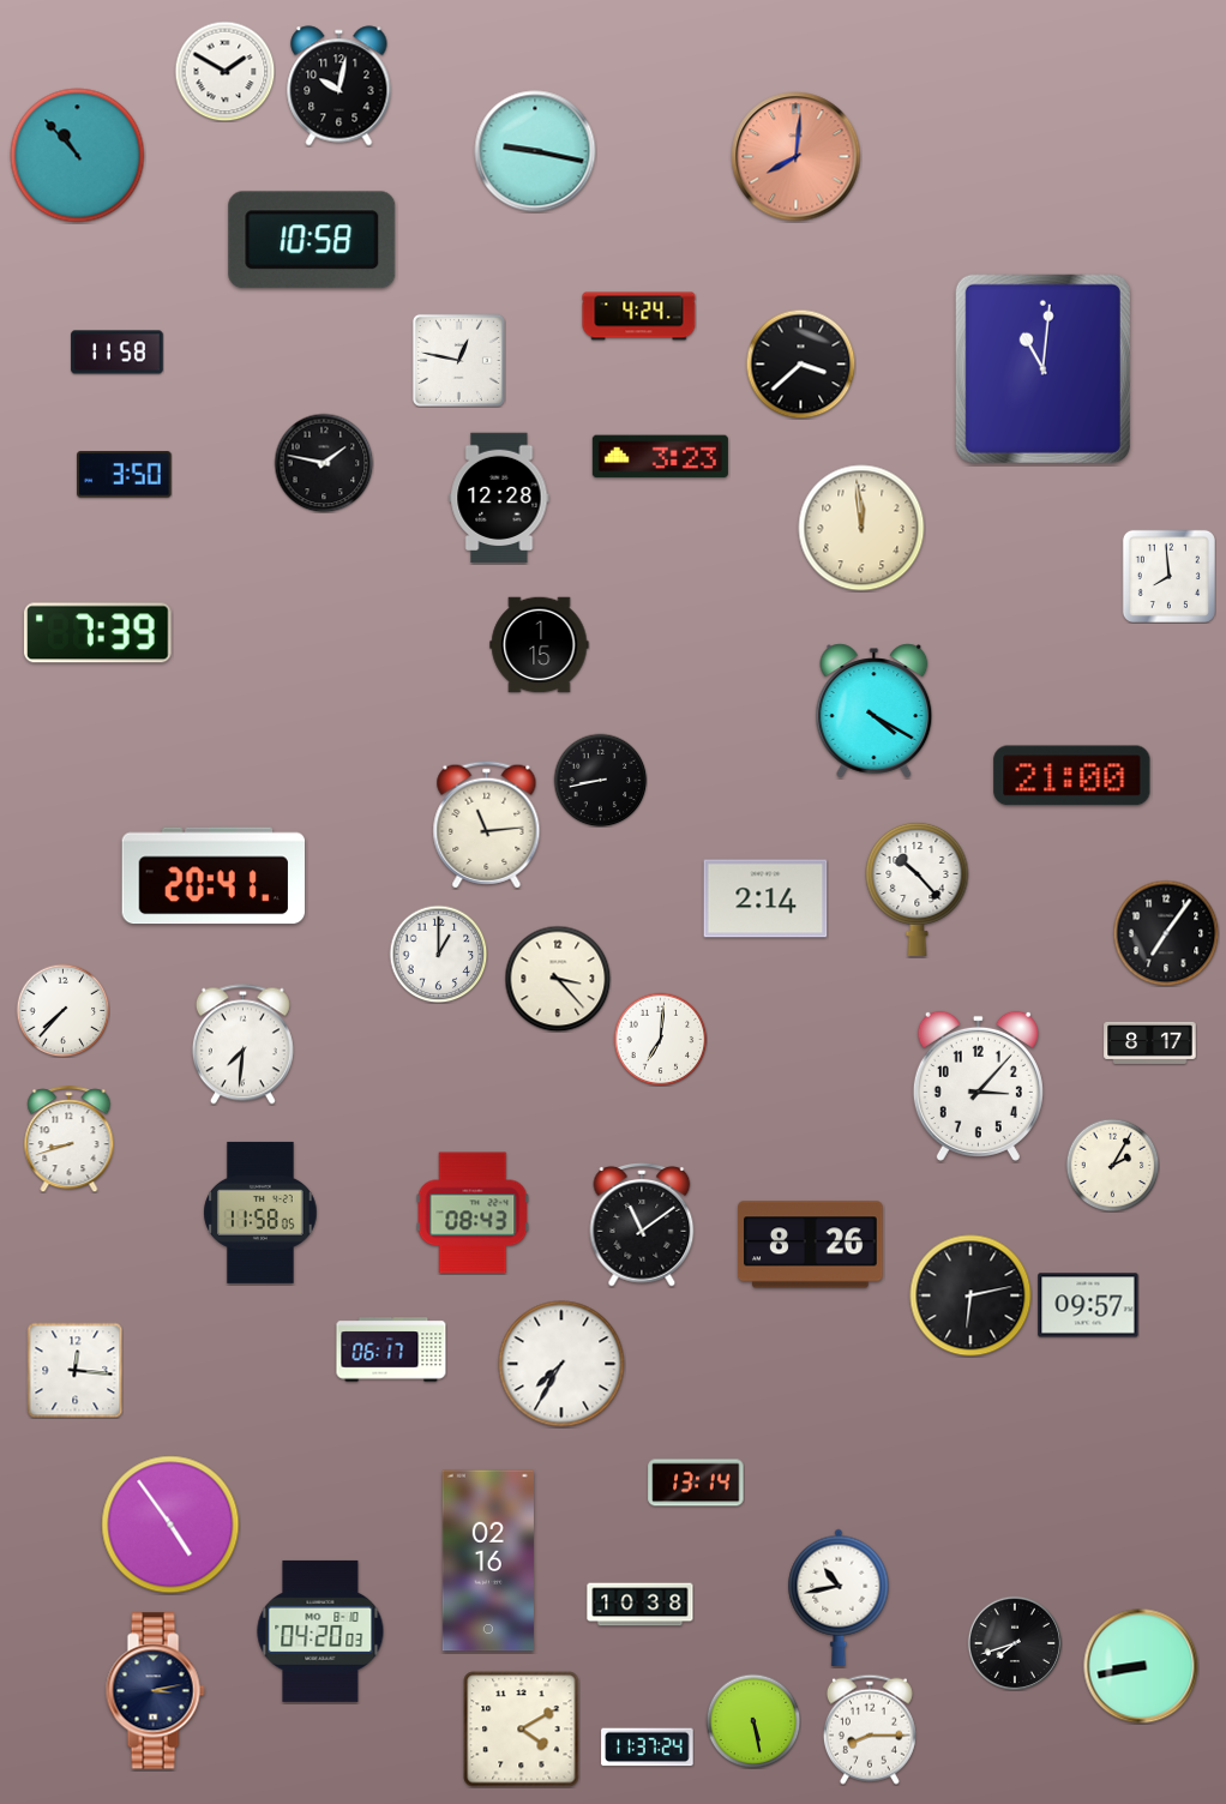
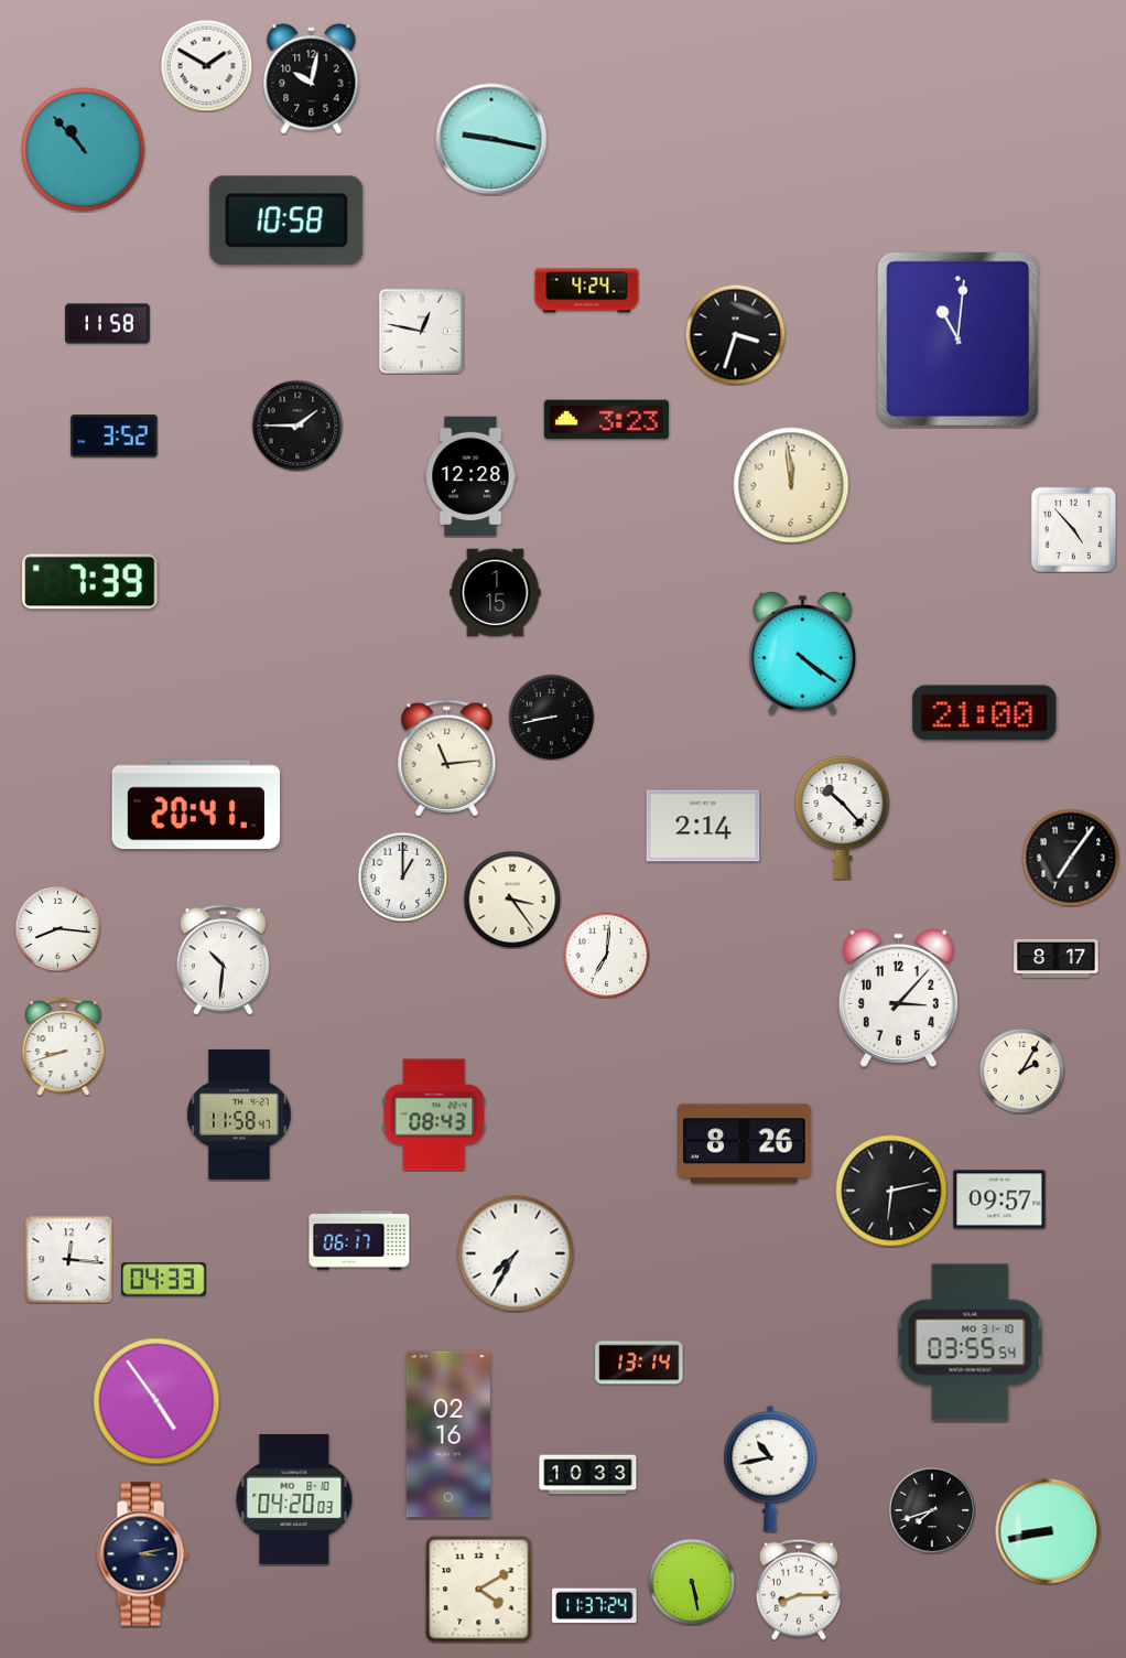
clock at (78, 156) position: (78, 156) -> (84, 150)
clock at (797, 157): 8:01 -> none
clock at (800, 363): 3:38 -> 3:33
clock at (324, 463): 1:47 -> 1:45
clock at (125, 475): 3:50 -> 3:52
clock at (499, 498) position: (499, 498) -> (470, 476)
clock at (1168, 576): 7:59 -> 4:53
clock at (875, 711): 4:20 -> 4:21
clock at (558, 979): 3:23 -> 3:24
clock at (62, 1010): 7:37 -> 8:16
clock at (242, 1045): 7:31 -> 10:31
clock at (260, 1213): 11:58:05 -> 11:58:47
clock at (642, 1225): 11:09 -> none
clock at (164, 1280): none -> 04:33
clock at (971, 1343): none -> 03:55
clock at (641, 1605): 10:38 -> 10:33
